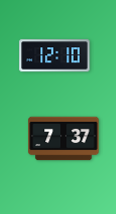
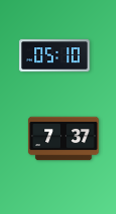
clock at (55, 56): 12:10 -> 05:10
